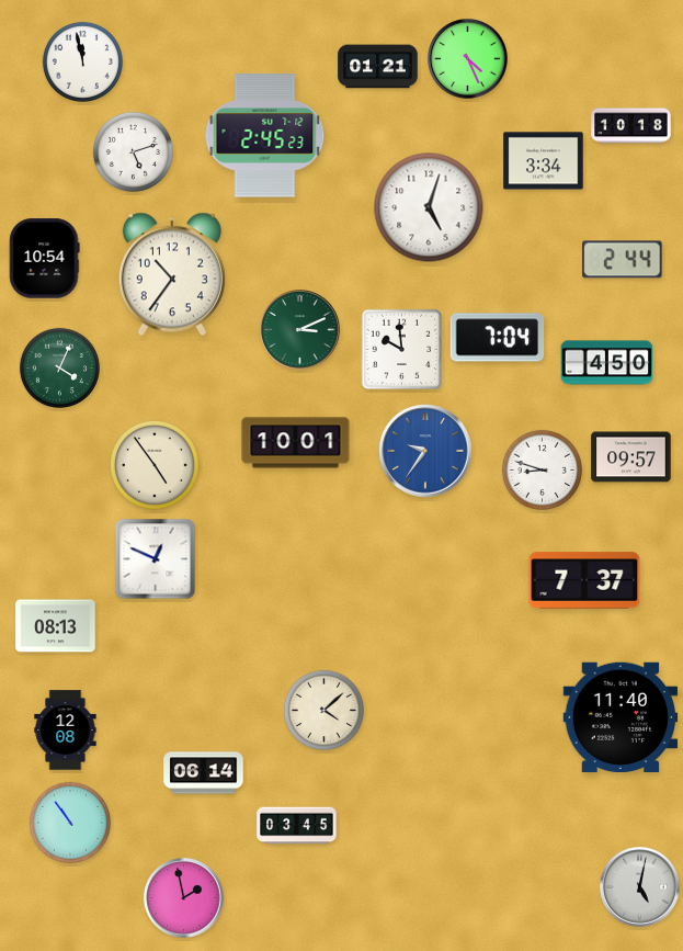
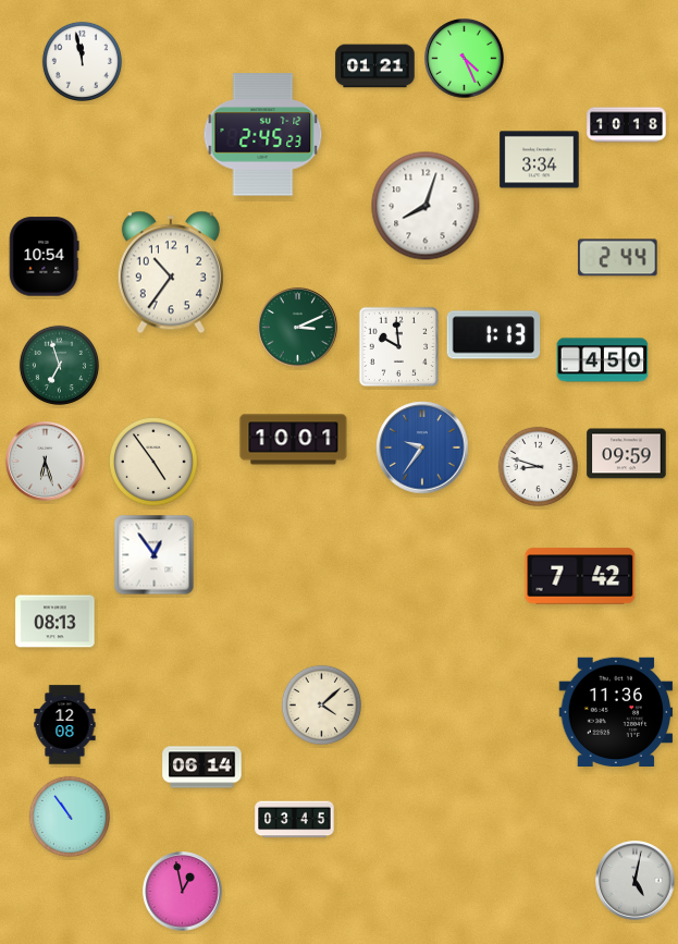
clock at (133, 151): 5:12 -> none
clock at (429, 207): 5:03 -> 8:03
clock at (498, 338): 7:04 -> 1:13
clock at (59, 367): 4:04 -> 6:57
clock at (631, 457): 09:57 -> 09:59
clock at (46, 462): none -> 6:27
clock at (156, 559): 12:49 -> 12:54
clock at (584, 580): 7:37 -> 7:42
clock at (621, 716): 11:40 -> 11:36
clock at (184, 898): 1:58 -> 12:58
